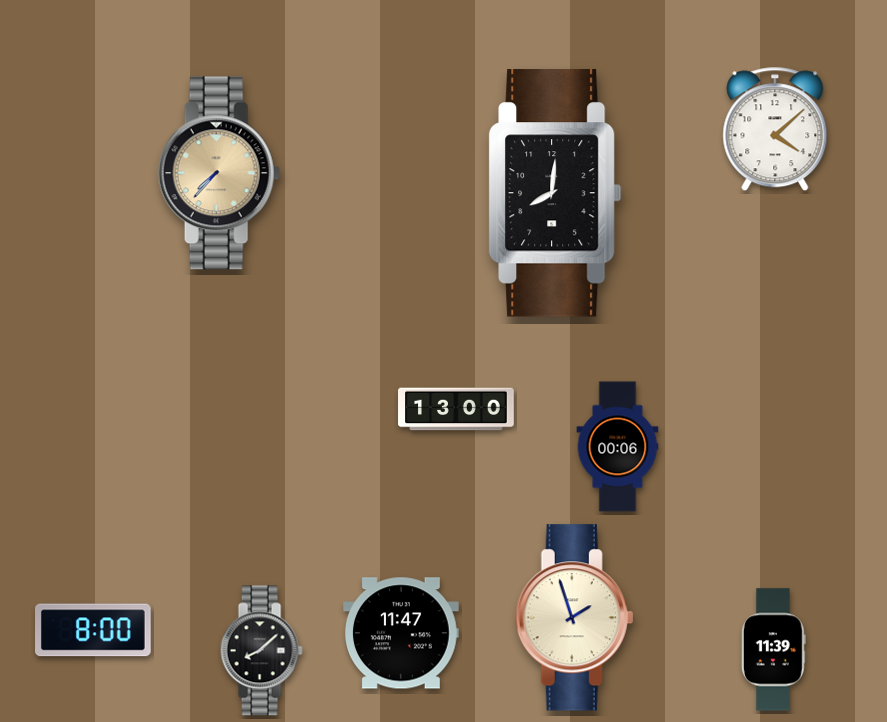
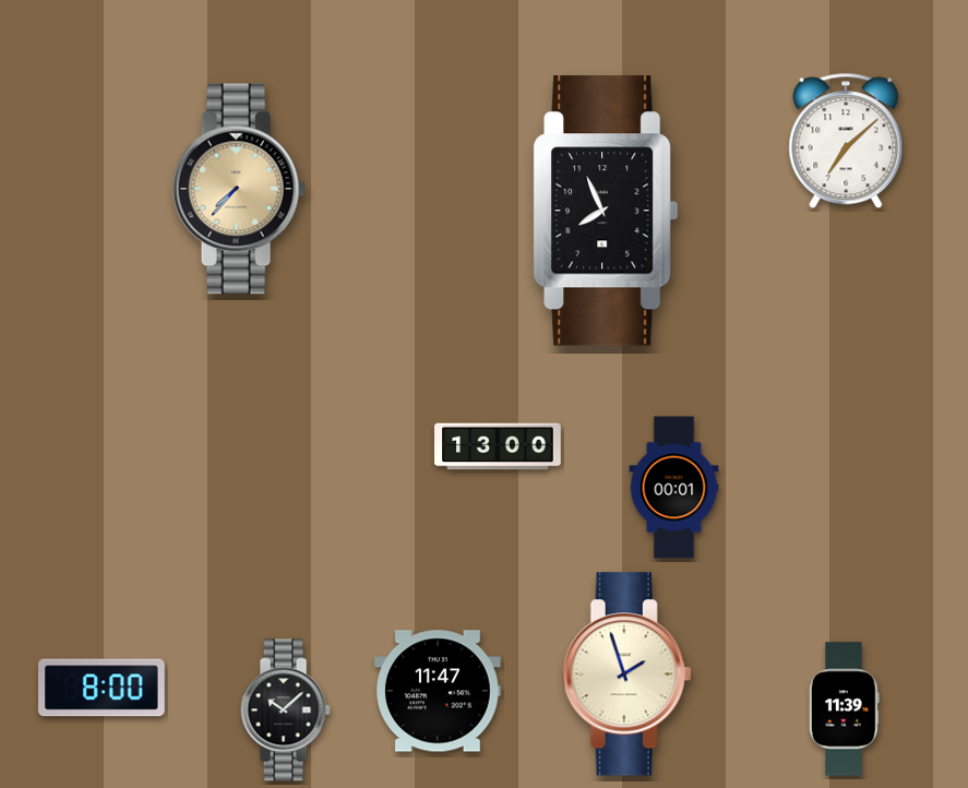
clock at (775, 129): 4:08 -> 7:08
clock at (556, 193): 8:01 -> 7:56
clock at (618, 447): 00:06 -> 00:01
clock at (261, 651): 8:08 -> 10:08
